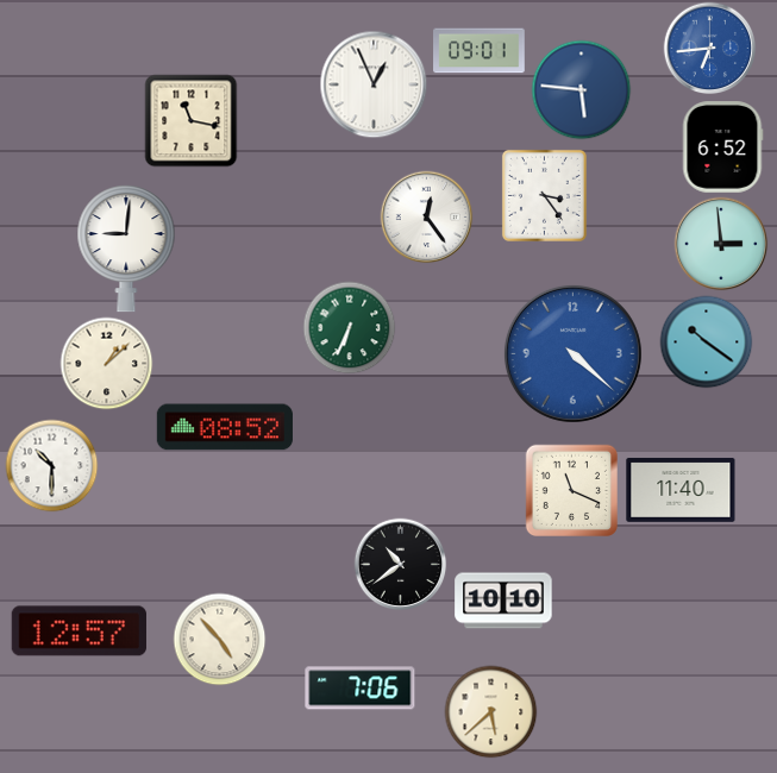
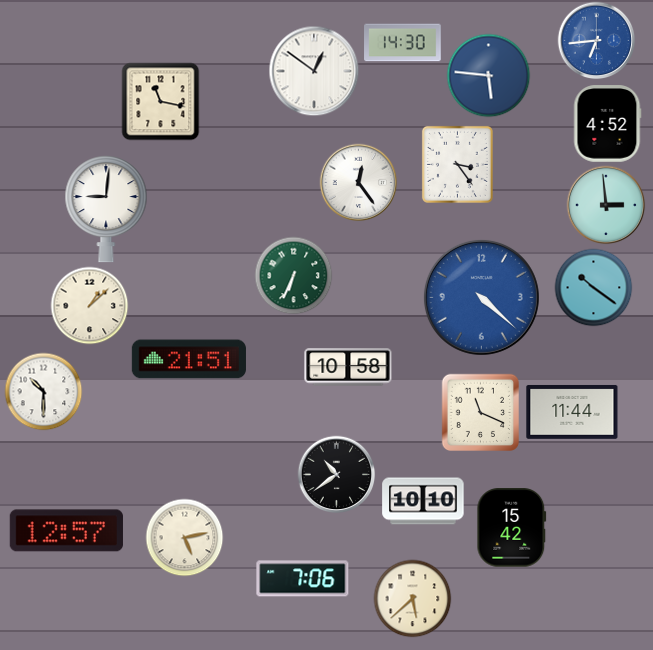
clock at (480, 51): 09:01 -> 14:30
clock at (374, 84): 12:56 -> 12:51
clock at (722, 147): 6:52 -> 4:52
clock at (225, 427): 08:52 -> 21:51
clock at (348, 367): none -> 10:58
clock at (681, 490): 11:40 -> 11:44
clock at (503, 601) position: (503, 601) -> (423, 501)
clock at (512, 528): none -> 15:42
clock at (219, 639): 4:53 -> 5:13
